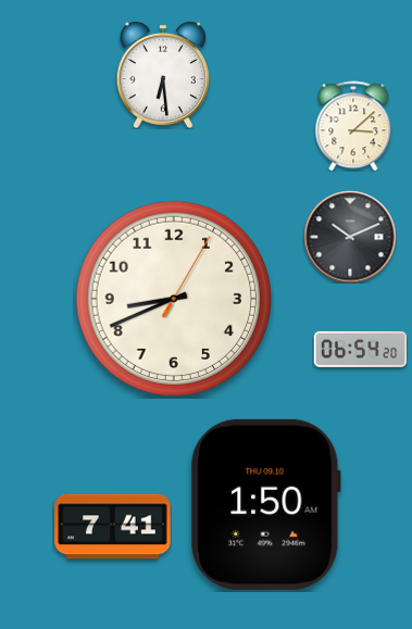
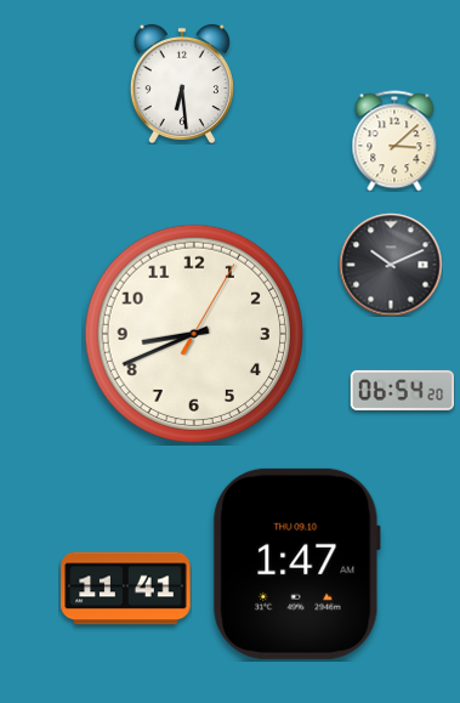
clock at (265, 504): 1:50 -> 1:47
clock at (113, 527): 7:41 -> 11:41
